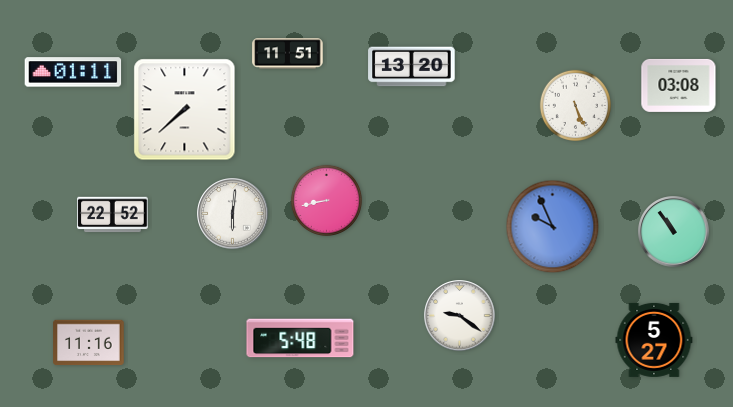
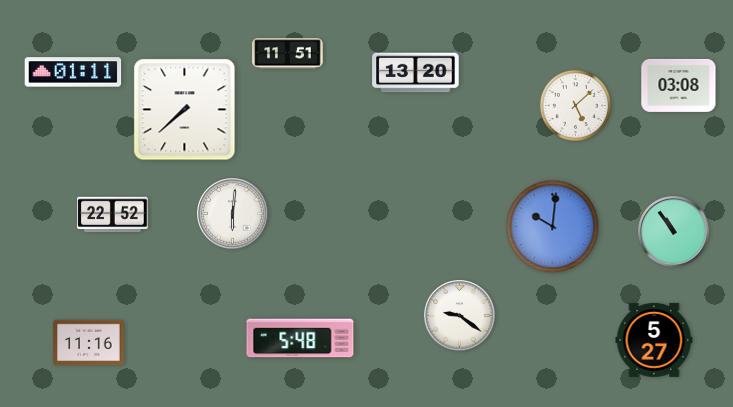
clock at (412, 67) position: (412, 67) -> (416, 73)
clock at (575, 105): 5:26 -> 5:08
clock at (326, 200): 8:43 -> none
clock at (553, 227): 9:56 -> 10:01
